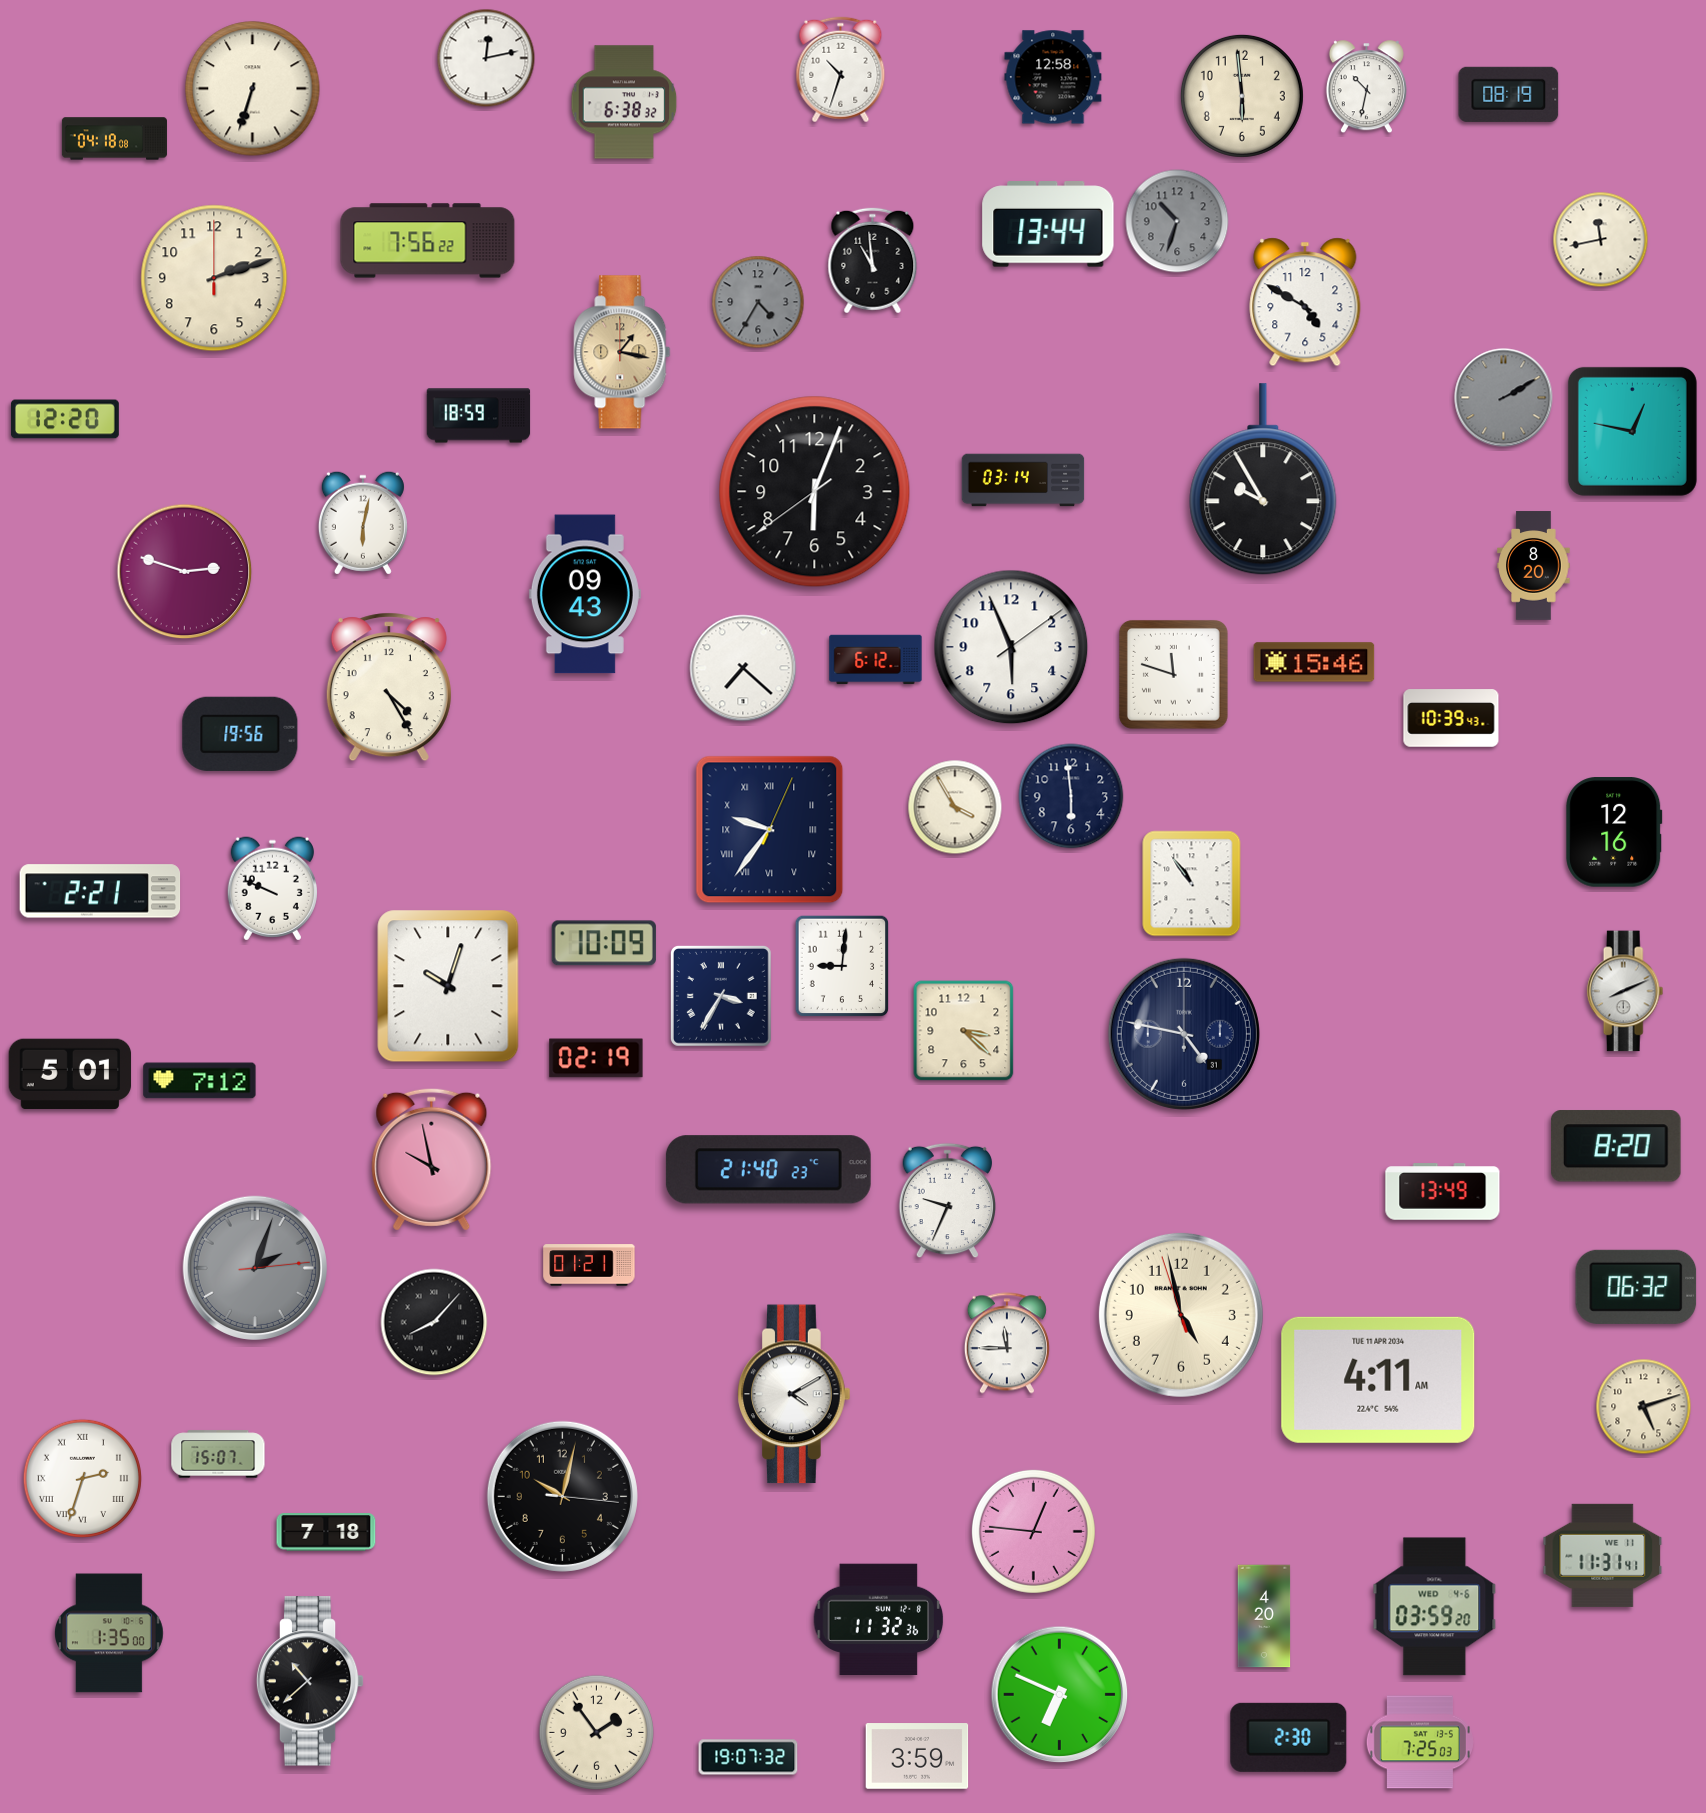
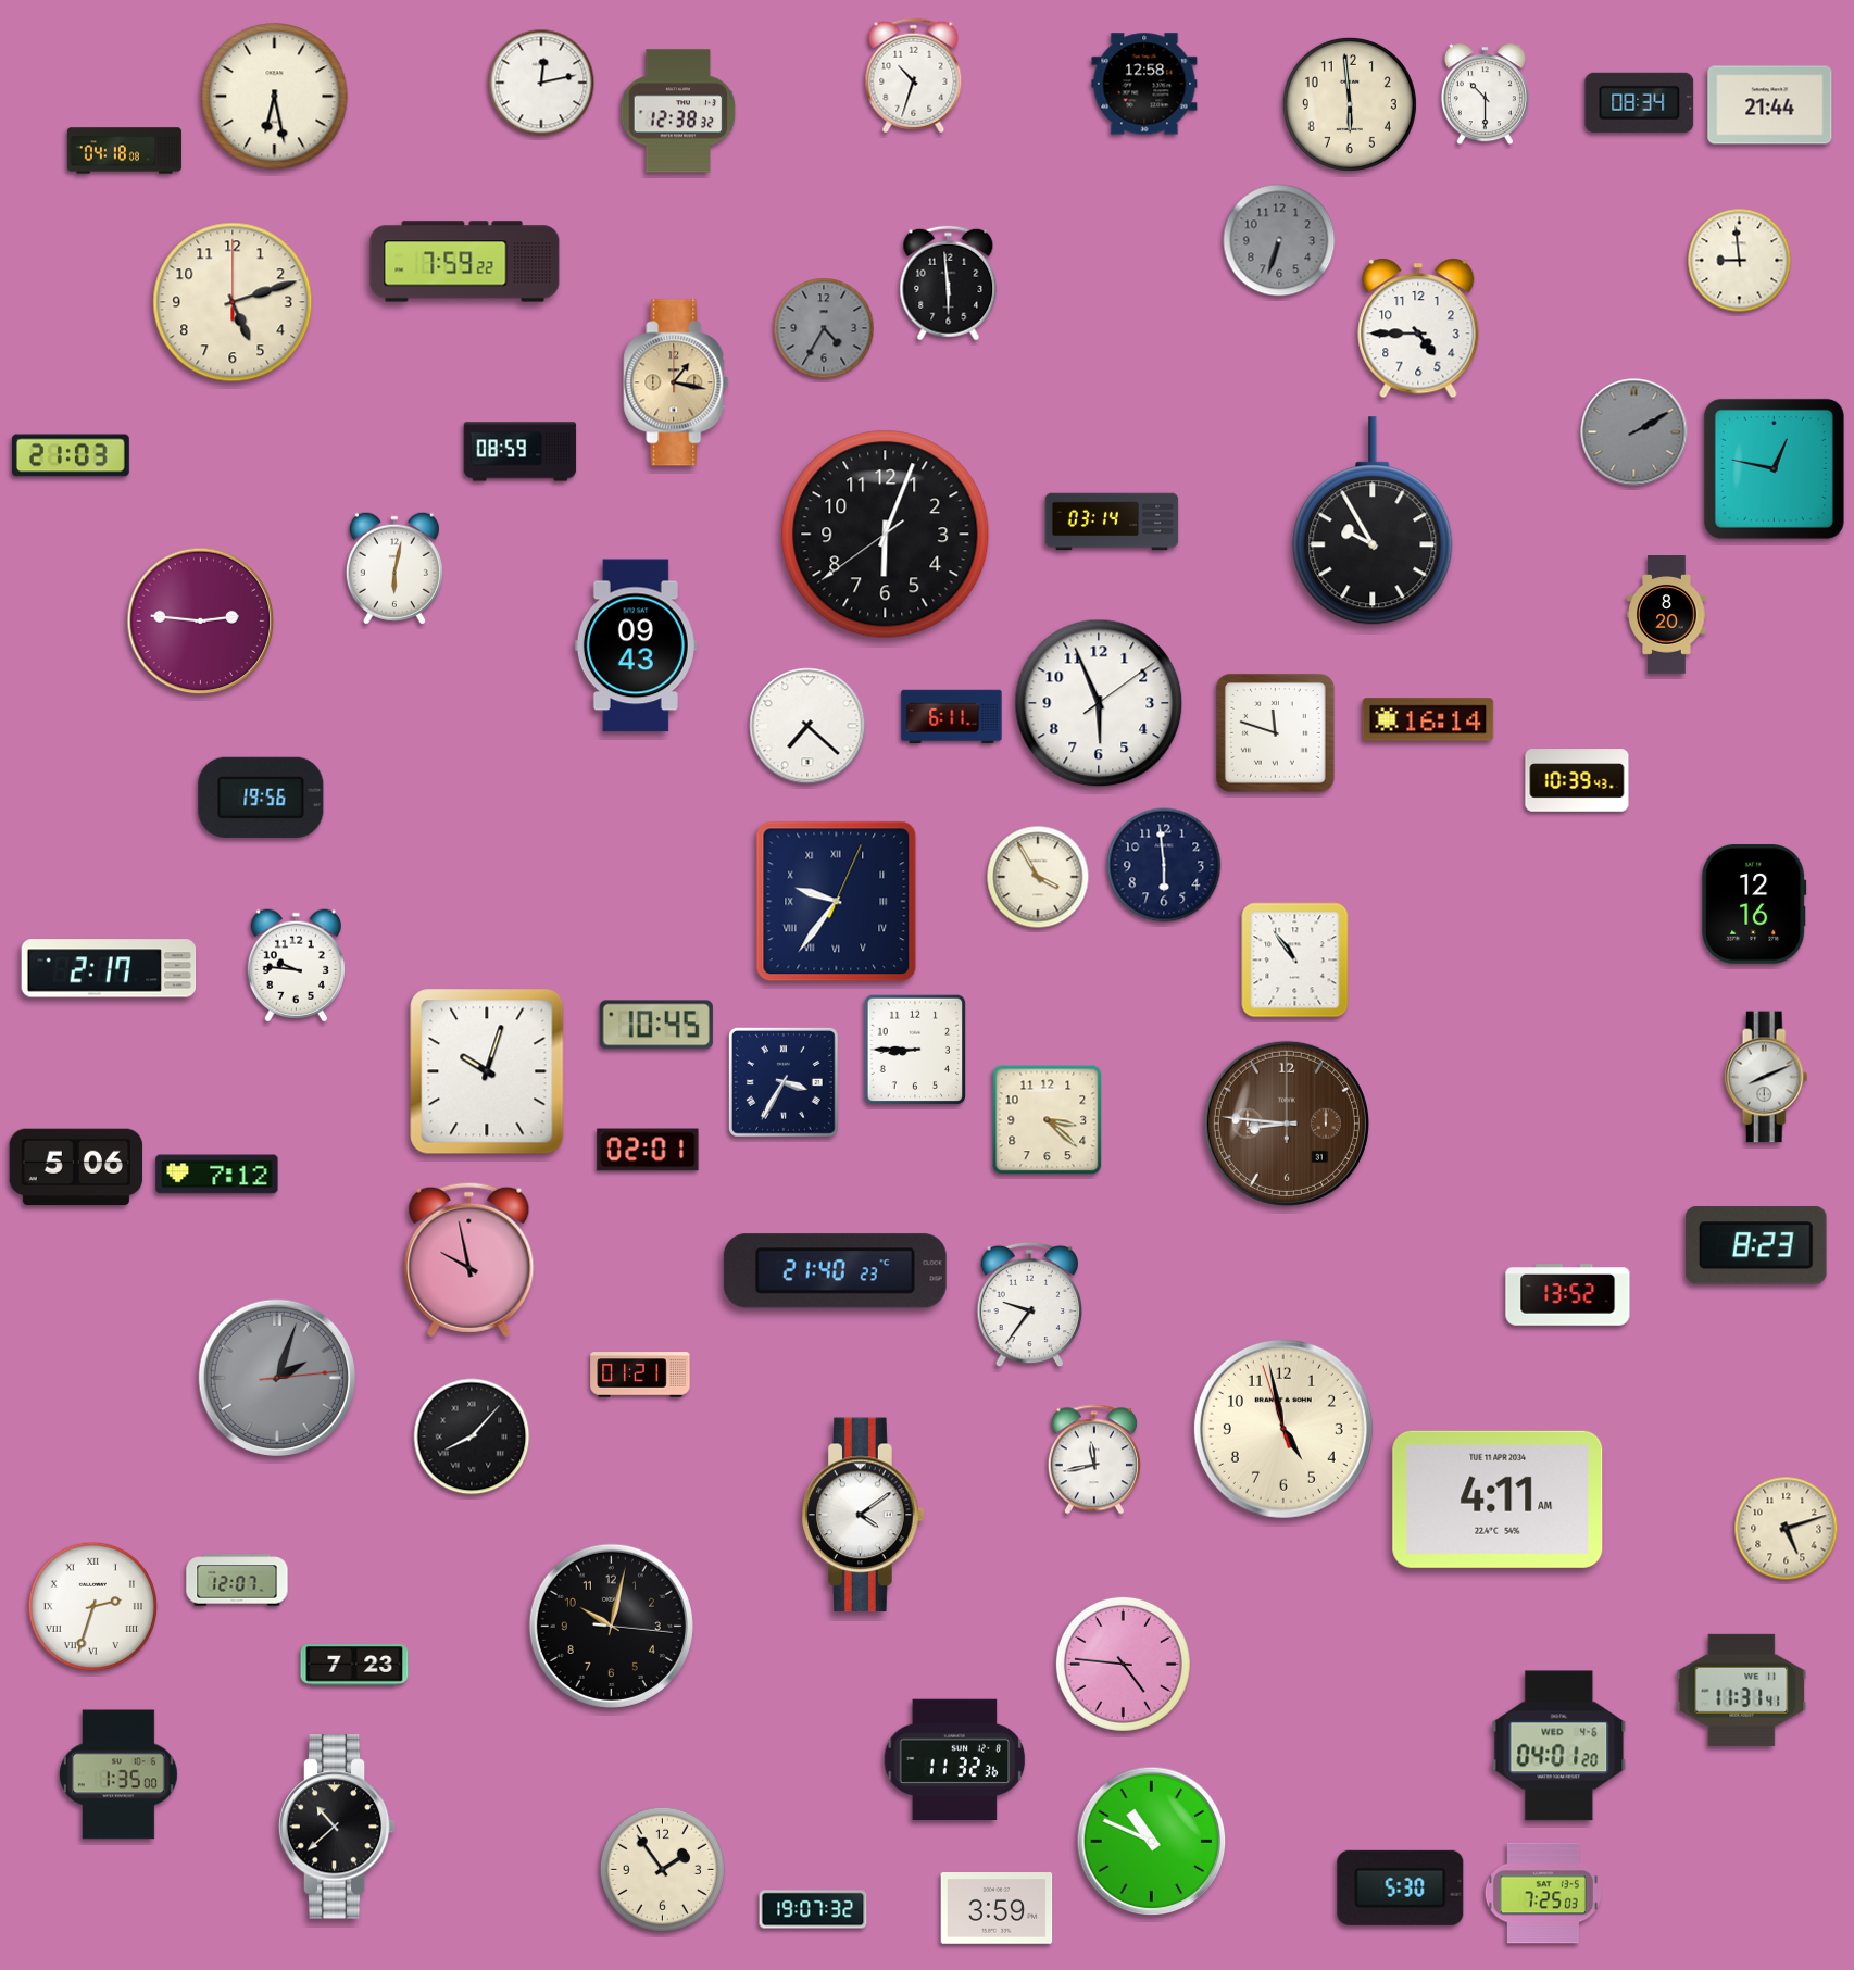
clock at (486, 58) position: (486, 58) -> (541, 83)
clock at (1366, 87): 10:32 -> 10:30
clock at (253, 89): 6:33 -> 6:28
clock at (1509, 94): 08:19 -> 08:34
clock at (1770, 105): none -> 21:44
clock at (624, 102): 6:38 -> 12:38
clock at (1177, 221): 10:33 -> 6:33
clock at (1048, 224): 13:44 -> none
clock at (1601, 240): 11:43 -> 8:59
clock at (428, 241): 7:56 -> 7:59
clock at (873, 261): 10:59 -> 5:59
clock at (214, 278): 2:12 -> 5:12
clock at (1305, 302): 4:50 -> 4:45
clock at (479, 416): 18:59 -> 08:59
clock at (65, 419): 12:20 -> 21:03
clock at (185, 572): 2:48 -> 2:46
clock at (876, 660): 6:12 -> 6:11
clock at (1314, 662): 15:46 -> 16:14
clock at (389, 687): 4:25 -> none
clock at (272, 889): 9:49 -> 9:46
clock at (100, 891): 2:21 -> 2:17
clock at (604, 943): 10:09 -> 10:45
clock at (842, 966): 9:01 -> 8:45
clock at (1184, 1034): 4:47 -> 8:46
clock at (1184, 1034) dial: navy -> brown
clock at (596, 1058): 02:19 -> 02:01
clock at (70, 1074): 5:01 -> 5:06
clock at (1616, 1146): 8:20 -> 8:23
clock at (1443, 1192): 13:49 -> 13:52
clock at (947, 1201): 9:34 -> 9:36
clock at (1636, 1287): 06:32 -> none
clock at (1007, 1343): 11:45 -> 11:43
clock at (794, 1394): 4:10 -> 4:09
clock at (218, 1454): 15:07 -> 12:07
clock at (82, 1478) position: (82, 1478) -> (92, 1606)
clock at (1033, 1531): 12:46 -> 4:46
clock at (326, 1532): 7:18 -> 7:23
clock at (1435, 1607): 03:59 -> 04:01
clock at (1264, 1616): 4:20 -> none
clock at (1060, 1695): 6:49 -> 10:49
clock at (597, 1733) position: (597, 1733) -> (663, 1870)
clock at (1289, 1737): 2:30 -> 5:30
